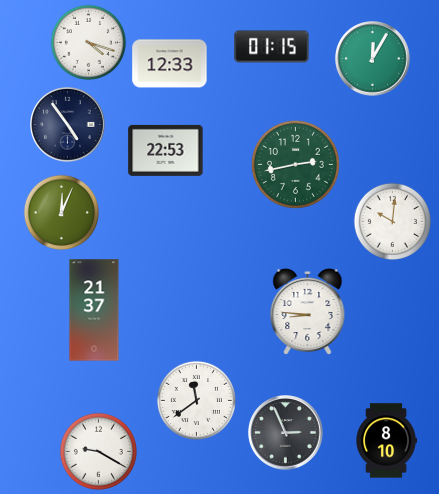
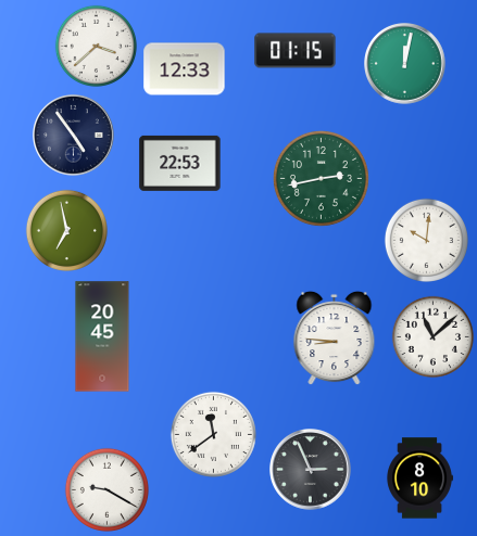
clock at (88, 42): 4:18 -> 3:38
clock at (373, 59): 12:05 -> 12:02
clock at (61, 212): 12:04 -> 6:58
clock at (94, 310): 21:37 -> 20:45
clock at (432, 336): none -> 11:08
